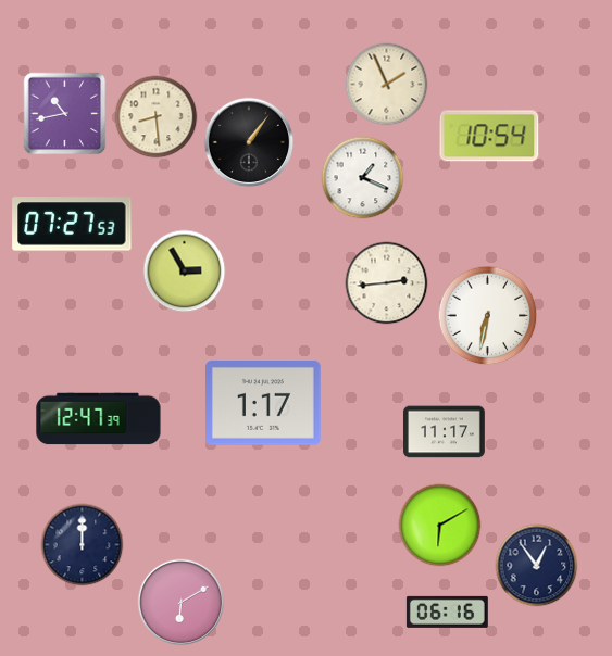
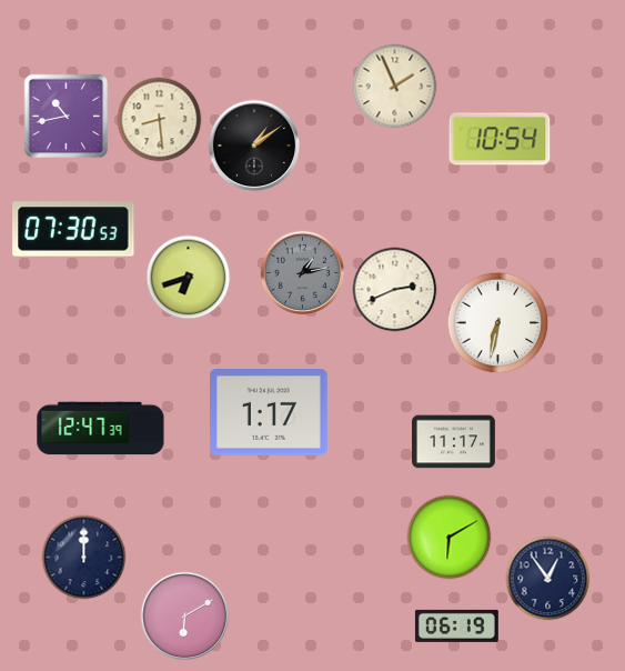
clock at (249, 142): 1:06 -> 1:09
clock at (363, 178): 1:19 -> none
clock at (72, 224): 07:27 -> 07:30
clock at (303, 273): none -> 1:13
clock at (185, 272): 2:55 -> 6:42
clock at (387, 283): 2:44 -> 2:41
clock at (447, 611): 06:16 -> 06:19
